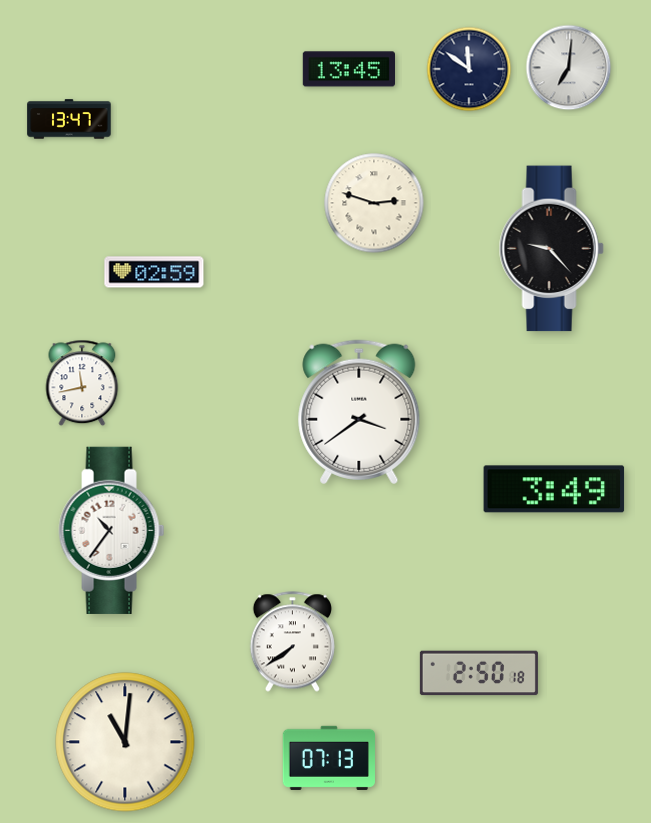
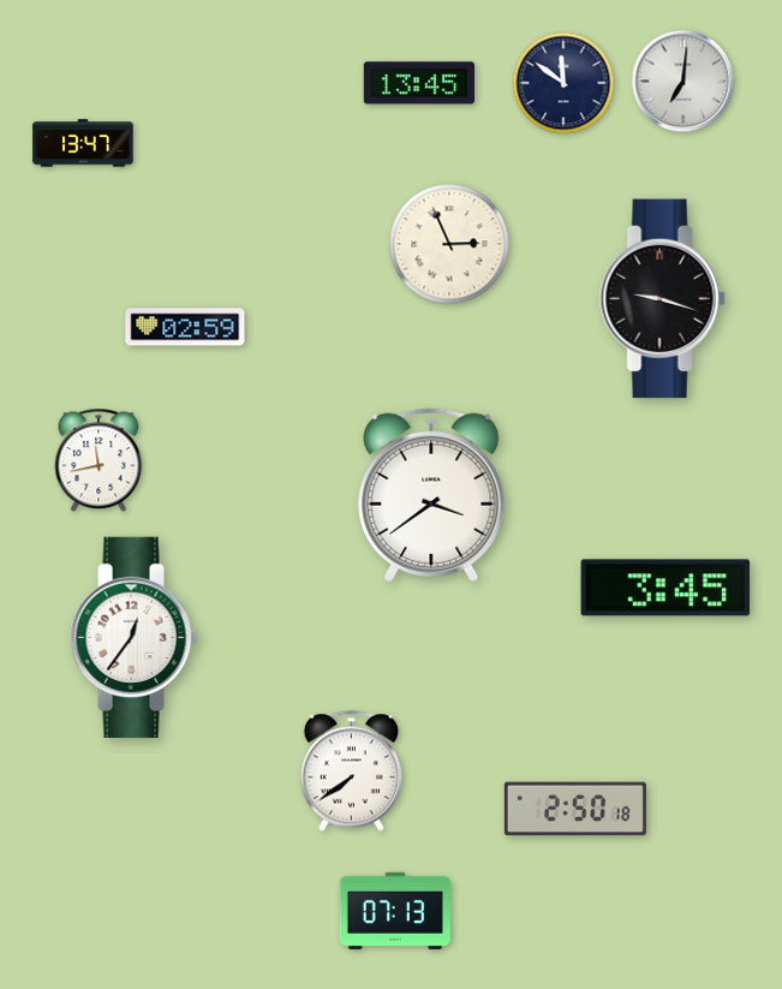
clock at (374, 203): 2:48 -> 2:56
clock at (551, 249): 9:23 -> 9:18
clock at (554, 489): 3:49 -> 3:45
clock at (112, 530): 10:36 -> 12:36
clock at (125, 742): 11:01 -> none
